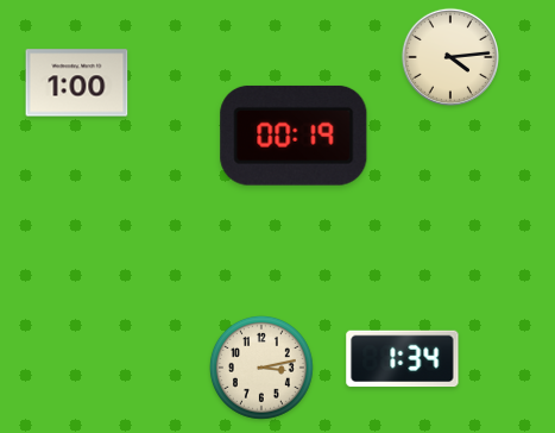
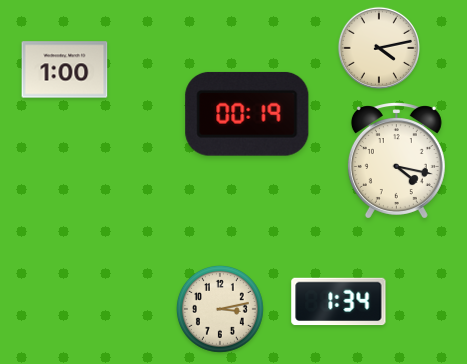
clock at (450, 57): 4:14 -> 4:13
clock at (396, 161): none -> 4:17
